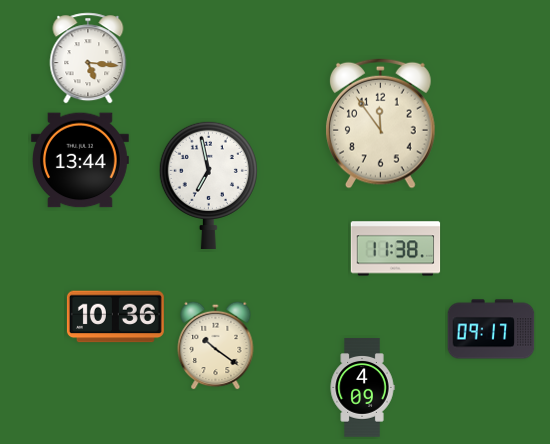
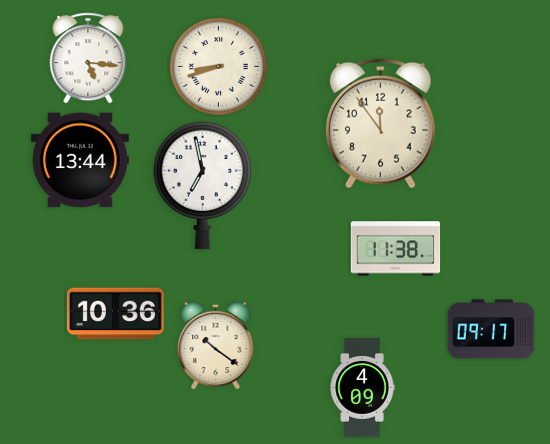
clock at (218, 66): none -> 8:42
clock at (208, 184) position: (208, 184) -> (202, 184)
clock at (115, 317) position: (115, 317) -> (115, 314)
